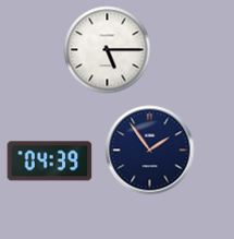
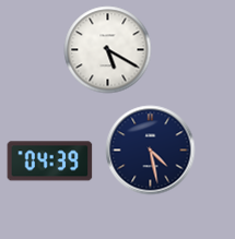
clock at (107, 49): 5:15 -> 5:20
clock at (149, 150): 1:54 -> 4:28
